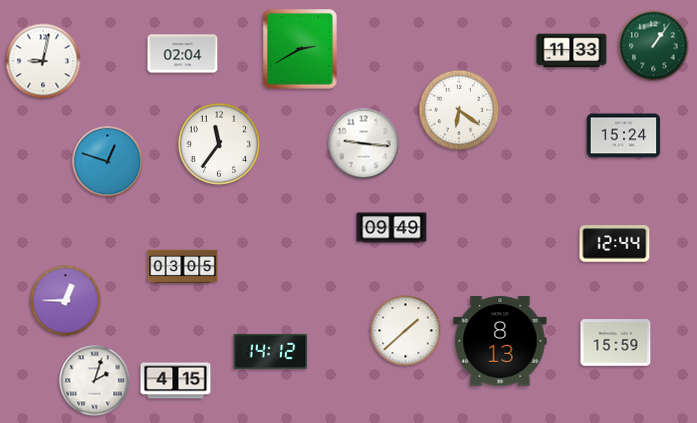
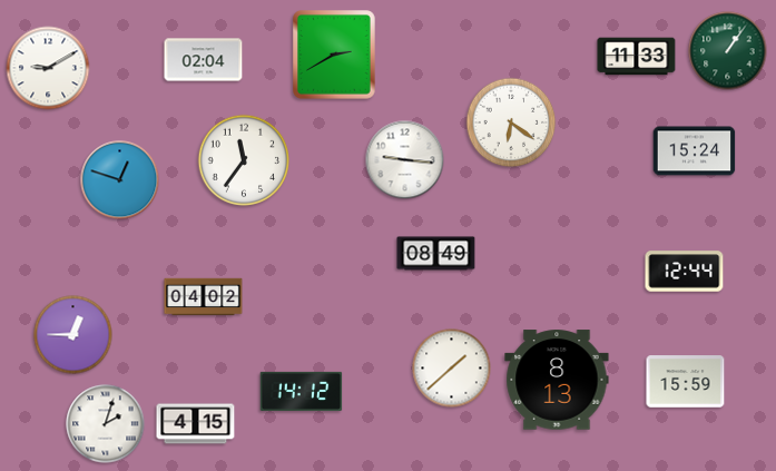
clock at (43, 61): 9:02 -> 9:10
clock at (392, 228): 09:49 -> 08:49
clock at (183, 267): 03:05 -> 04:02
